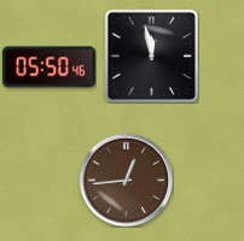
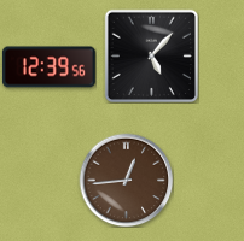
clock at (151, 55): 11:58 -> 5:07
clock at (48, 67): 05:50 -> 12:39
